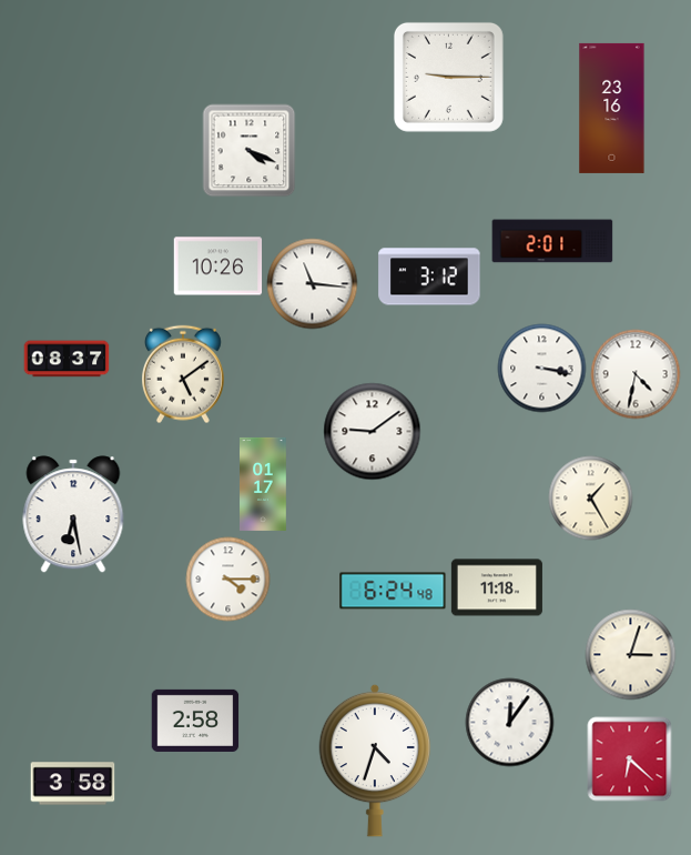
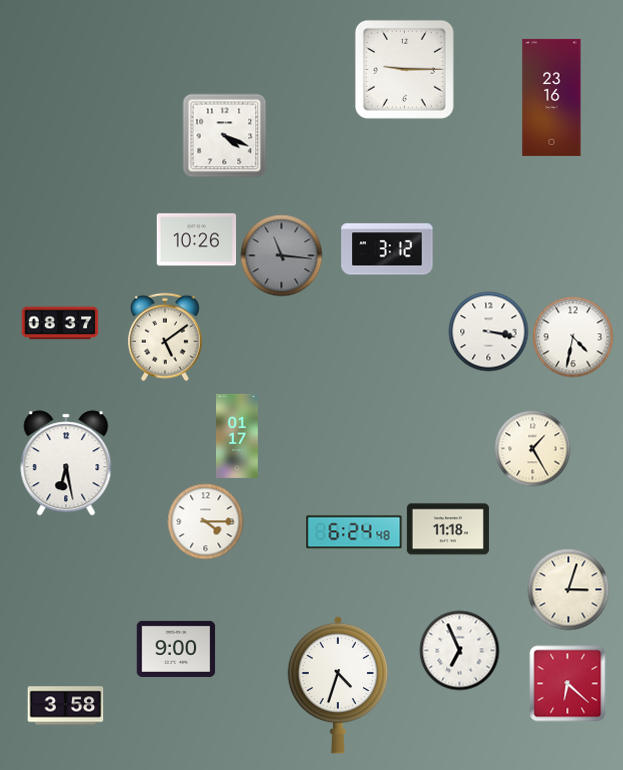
clock at (552, 241): 2:01 -> none
clock at (313, 284) dial: white -> grey
clock at (373, 432): 9:09 -> none
clock at (195, 721): 2:58 -> 9:00
clock at (510, 723): 12:06 -> 6:56
